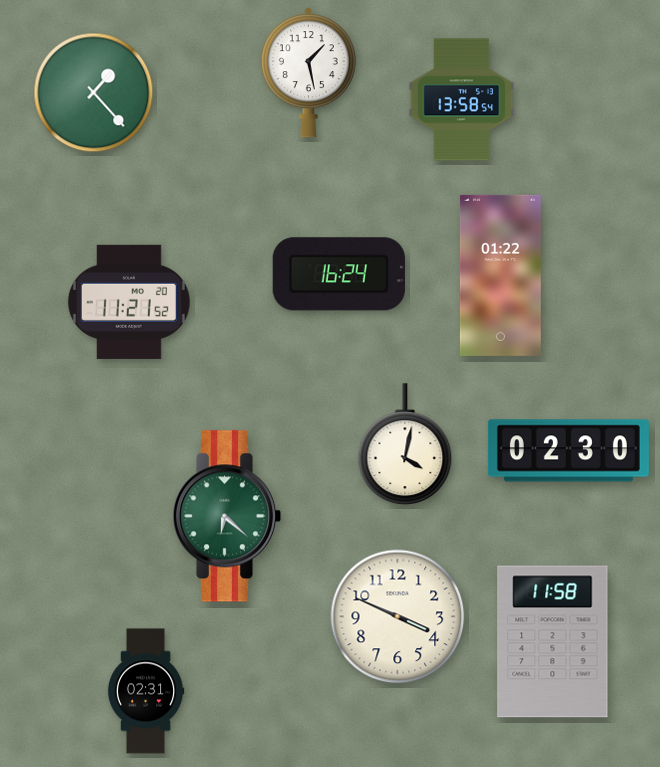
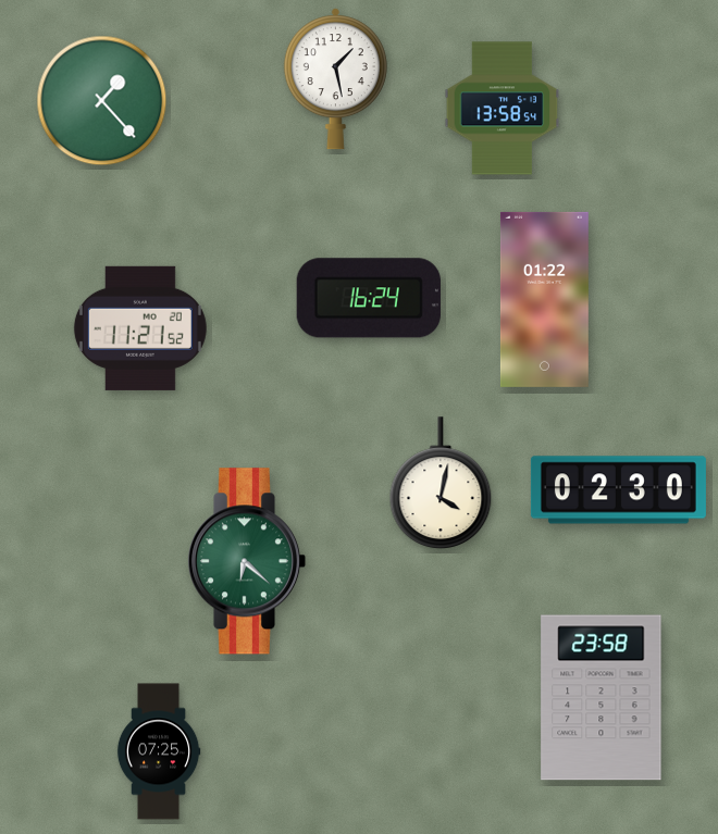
clock at (398, 617): 3:49 -> none
clock at (553, 642): 11:58 -> 23:58
clock at (146, 691): 02:31 -> 07:25
